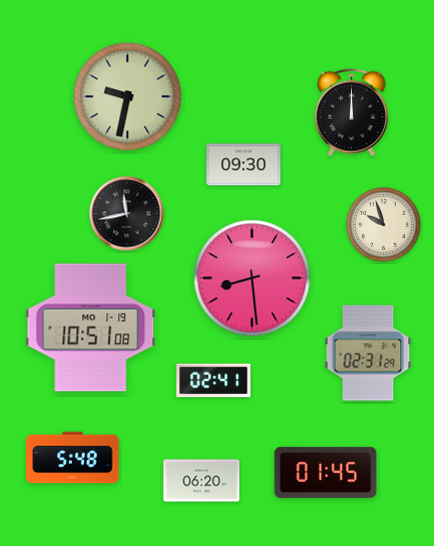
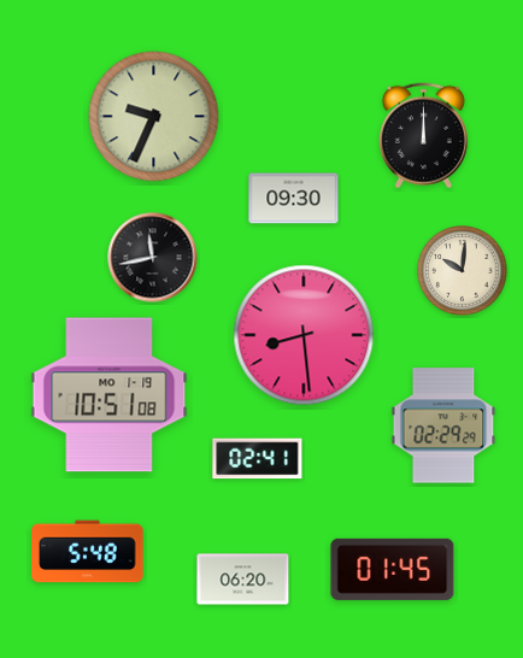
clock at (128, 97): 9:32 -> 9:34
clock at (384, 225): 9:57 -> 10:01
clock at (368, 353): 02:31 -> 02:29
